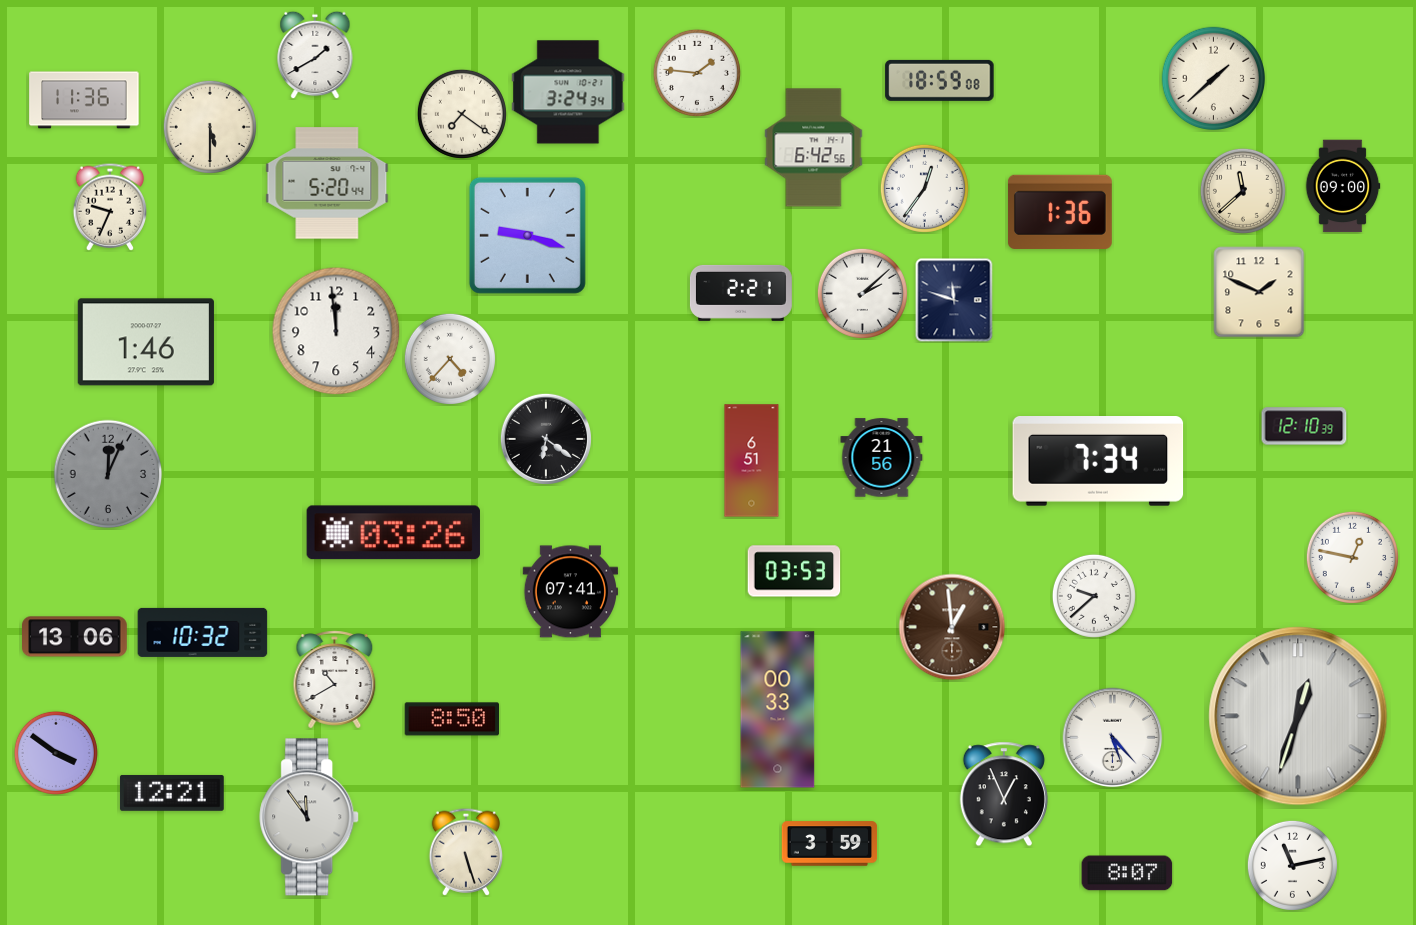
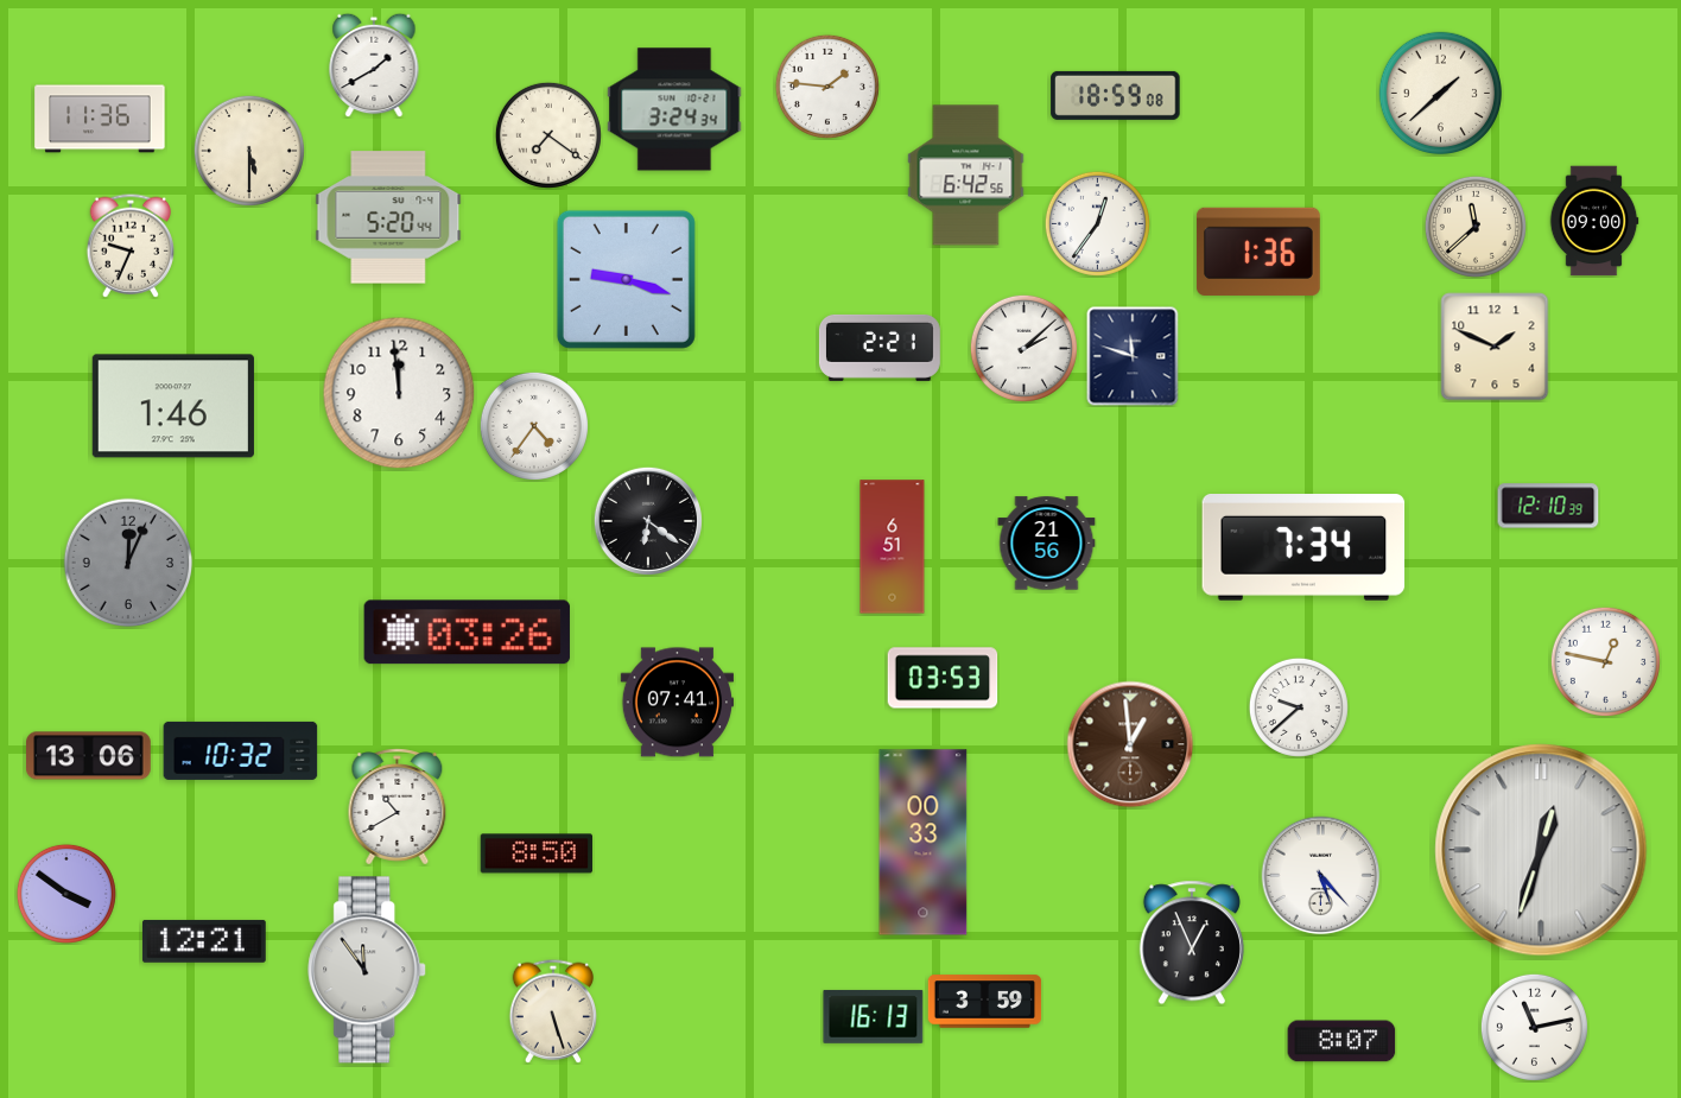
clock at (450, 359): 4:37 -> 4:36
clock at (874, 1016): none -> 16:13
clock at (1127, 873) position: (1127, 873) -> (1341, 1041)
